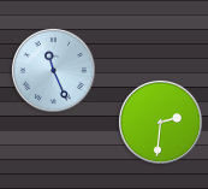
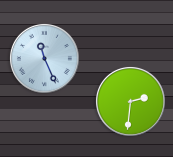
clock at (160, 122) position: (160, 122) -> (130, 101)
